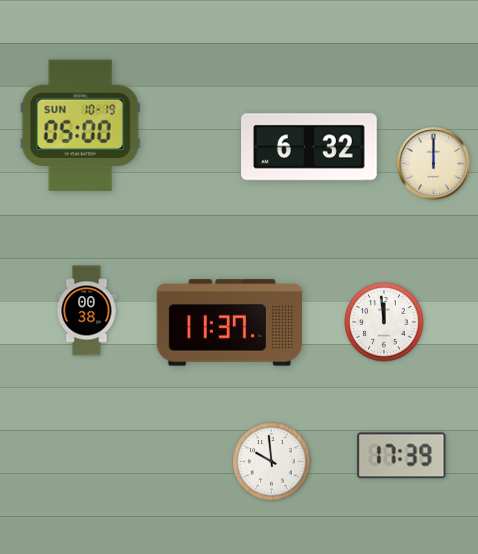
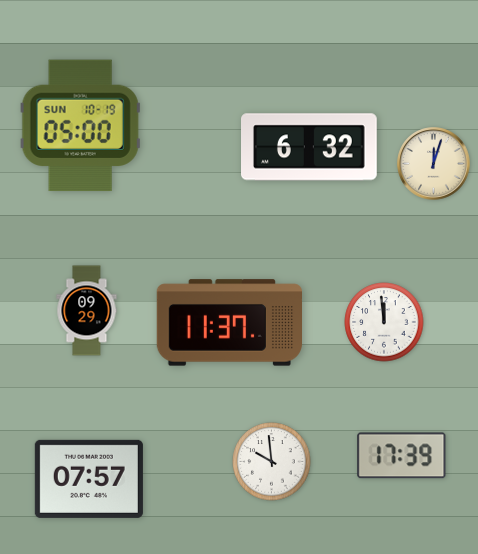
clock at (434, 164): 12:00 -> 12:03
clock at (87, 311): 00:38 -> 09:29
clock at (89, 479): none -> 07:57
